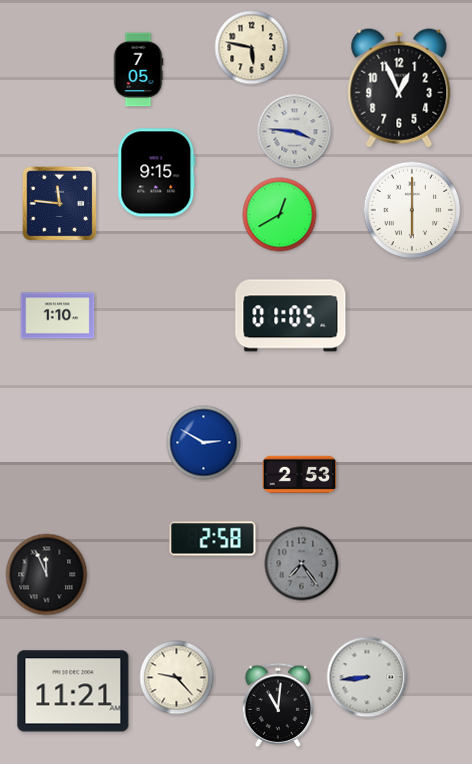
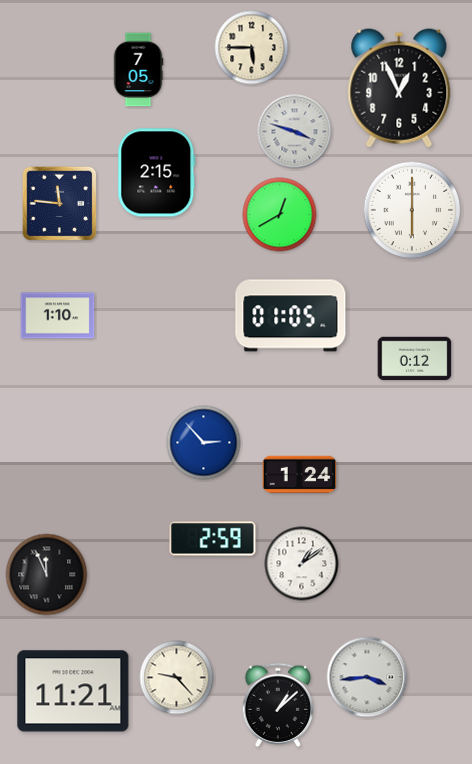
clock at (252, 48): 5:47 -> 5:45
clock at (295, 132): 3:46 -> 3:48
clock at (157, 173): 9:15 -> 2:15
clock at (415, 359): none -> 0:12
clock at (204, 443): 2:50 -> 2:53
clock at (300, 474): 2:53 -> 1:24
clock at (213, 539): 2:58 -> 2:59
clock at (302, 564): 7:24 -> 1:09
clock at (302, 564) dial: grey -> white
clock at (367, 677): 8:44 -> 3:44
clock at (278, 704): 11:01 -> 1:08
